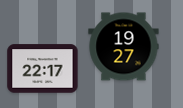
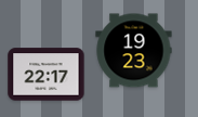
clock at (124, 47): 19:27 -> 19:23
